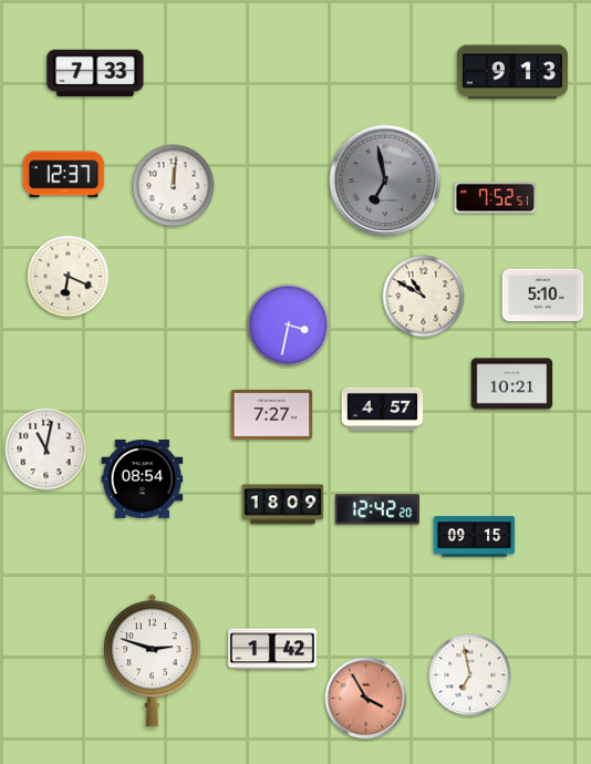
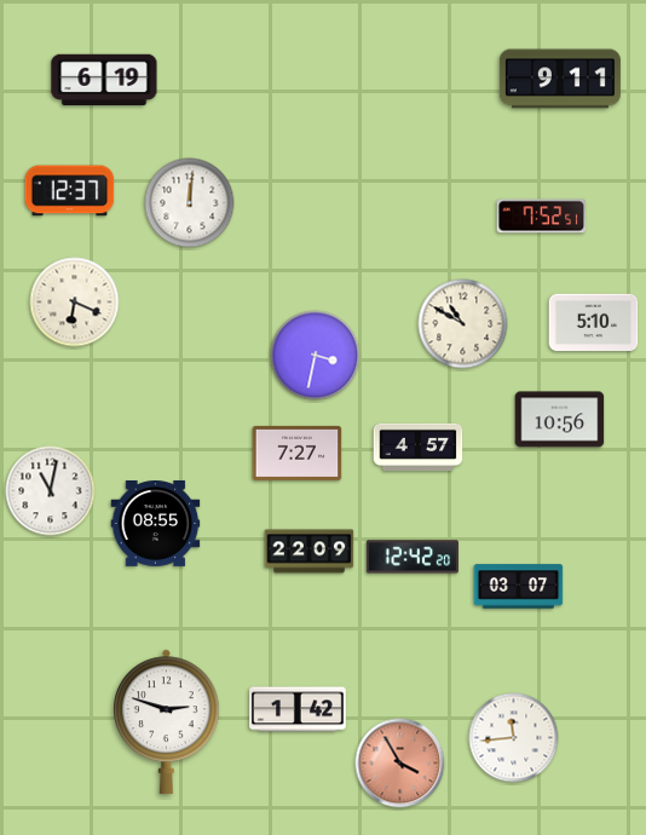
clock at (512, 72): 9:13 -> 9:11
clock at (95, 73): 7:33 -> 6:19
clock at (385, 180): 6:58 -> none
clock at (512, 384): 10:21 -> 10:56
clock at (143, 479): 08:54 -> 08:55
clock at (283, 505): 18:09 -> 22:09
clock at (475, 537): 09:15 -> 03:07
clock at (470, 675): 6:58 -> 11:44
